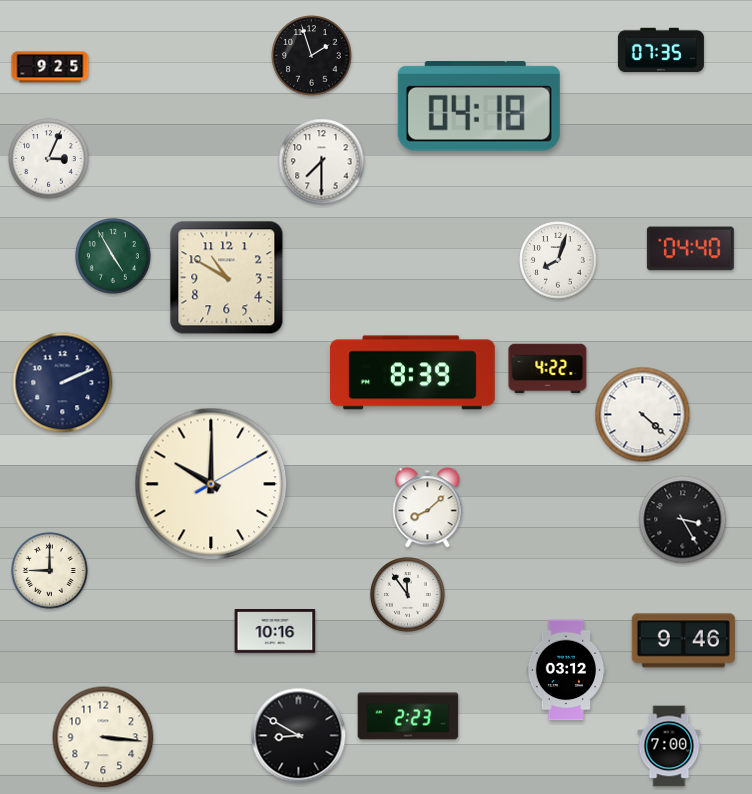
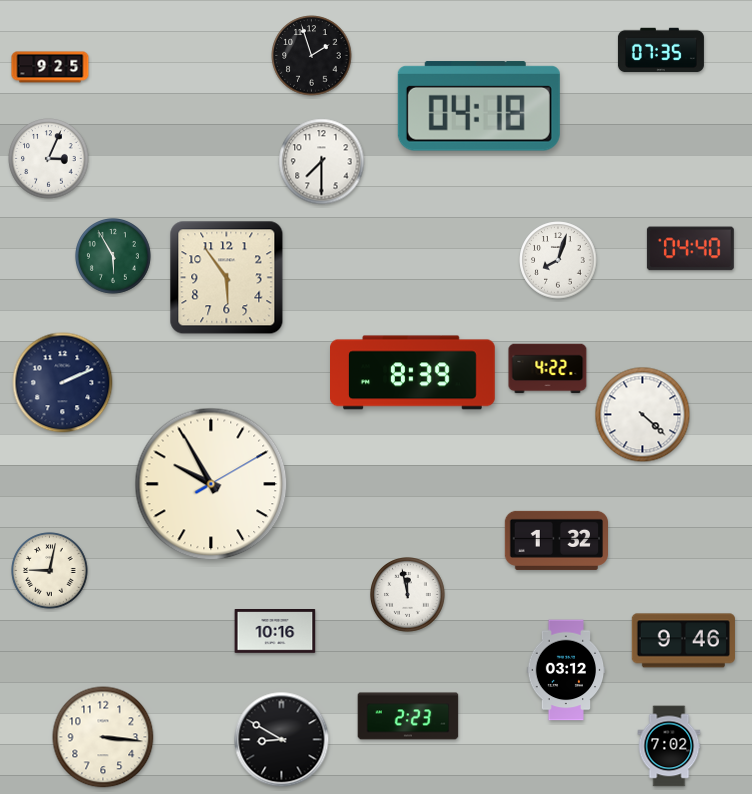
clock at (113, 256): 4:55 -> 5:55
clock at (227, 278): 10:50 -> 5:54
clock at (211, 484): 10:00 -> 9:55
clock at (428, 508): 8:08 -> none
clock at (683, 520): 3:25 -> none
clock at (556, 540): none -> 1:32
clock at (50, 571): 9:00 -> 9:02
clock at (408, 595): 11:54 -> 11:58
clock at (299, 736) position: (299, 736) -> (282, 740)
clock at (669, 746): 7:00 -> 7:02
